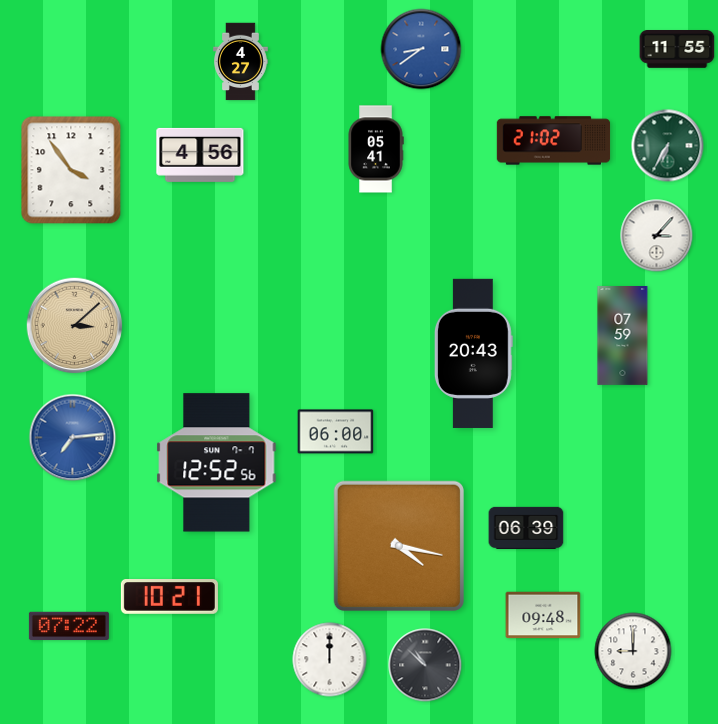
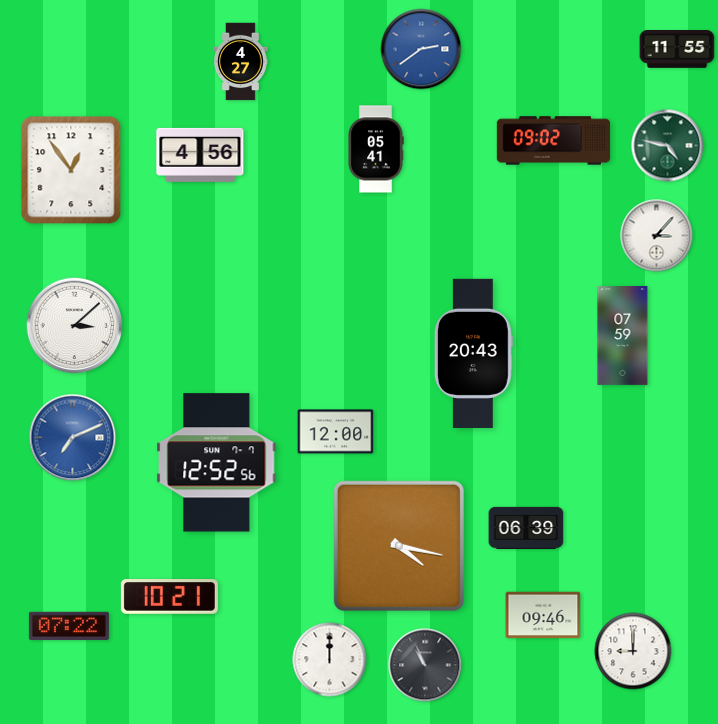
clock at (421, 49): 8:39 -> 2:39
clock at (554, 141): 21:02 -> 09:02
clock at (668, 146): 6:35 -> 4:47
clock at (71, 170): 3:54 -> 12:54
clock at (75, 326) dial: champagne -> white
clock at (336, 432): 06:00 -> 12:00
clock at (73, 438): 7:14 -> 7:11
clock at (543, 615): 09:48 -> 09:46
clock at (425, 665): 10:52 -> 10:56
